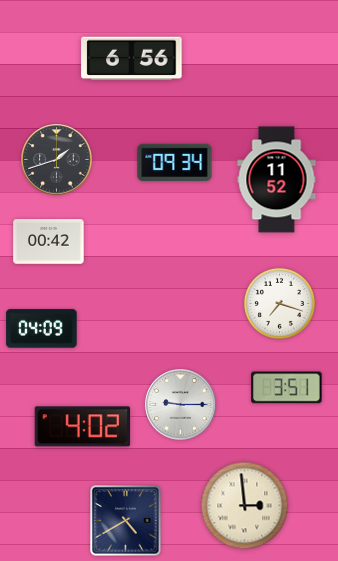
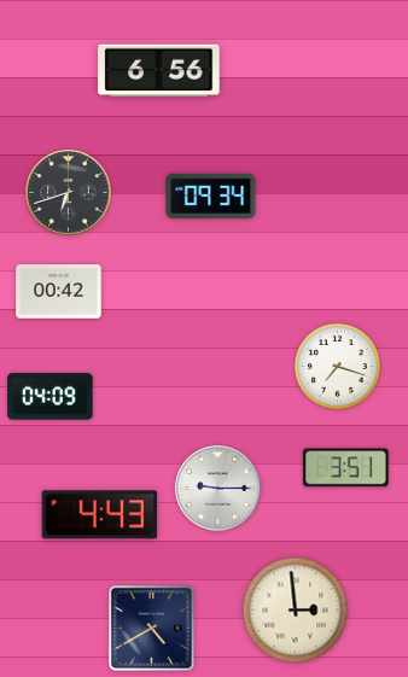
clock at (57, 160): 1:42 -> 6:42
clock at (277, 180): 11:52 -> none
clock at (83, 427): 4:02 -> 4:43
